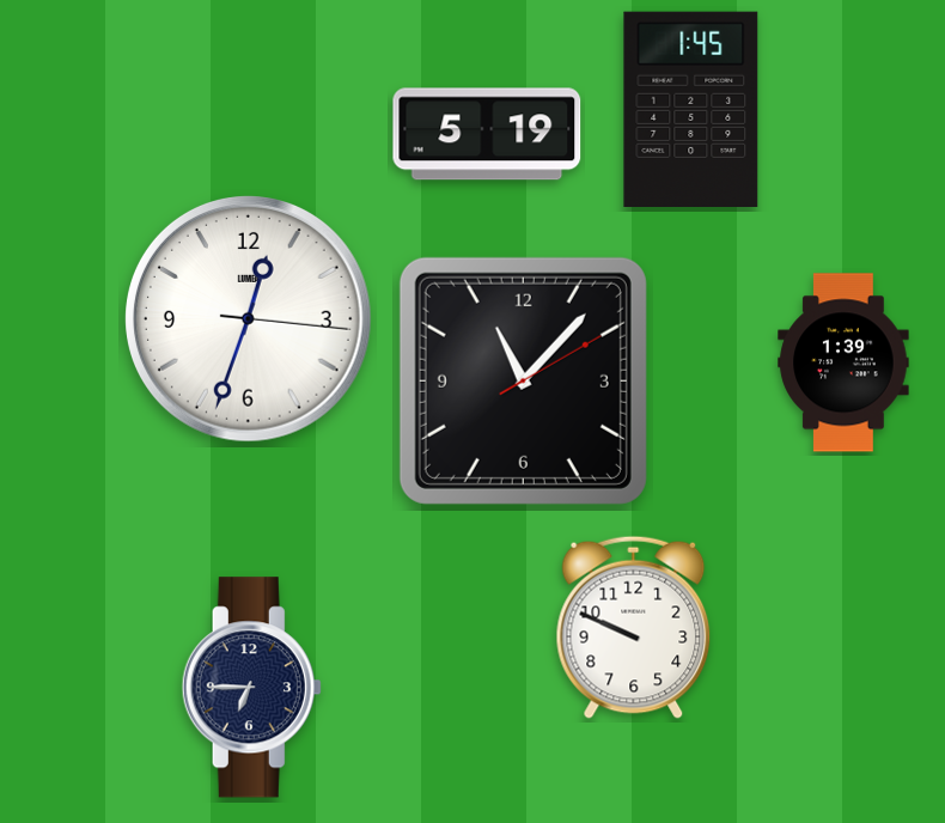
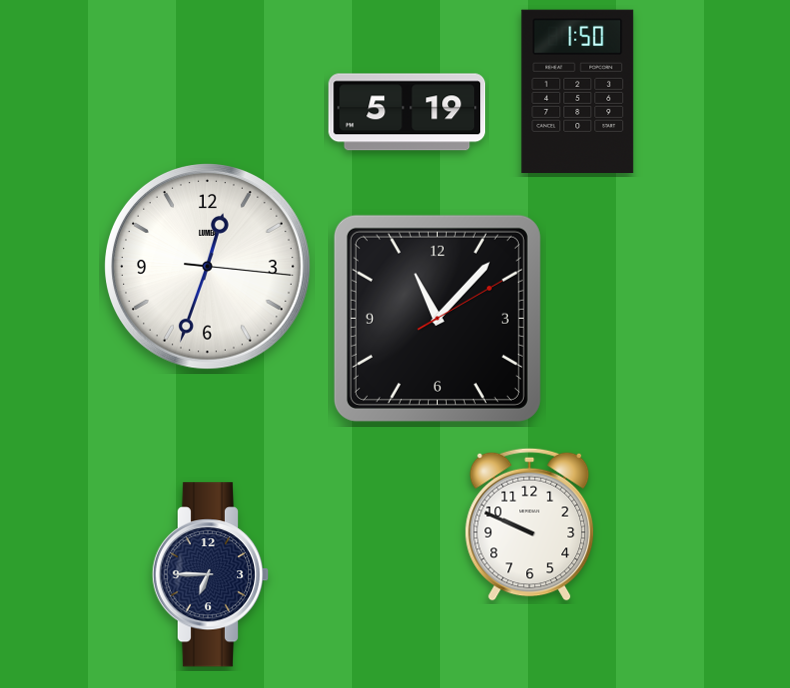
clock at (691, 109): 1:45 -> 1:50
clock at (843, 362): 1:39 -> none
